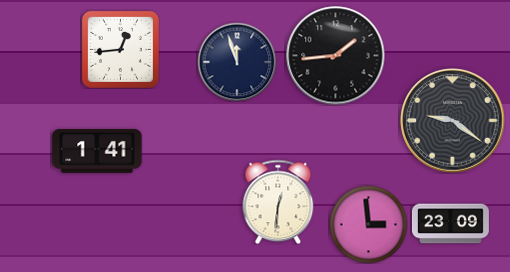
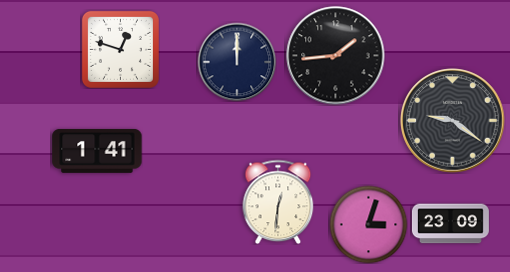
clock at (120, 49): 12:44 -> 12:48
clock at (237, 62): 11:57 -> 12:00
clock at (368, 224): 2:59 -> 3:03
